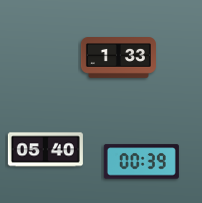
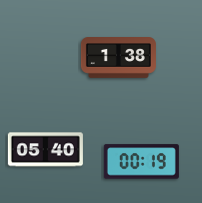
clock at (118, 58): 1:33 -> 1:38
clock at (141, 162): 00:39 -> 00:19
